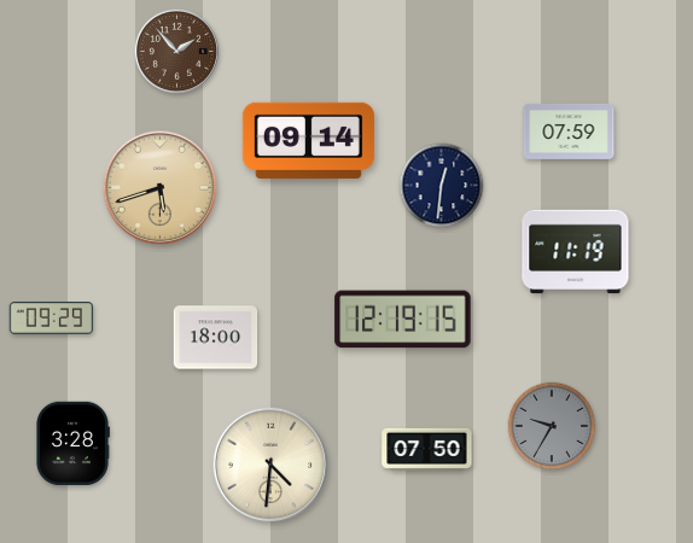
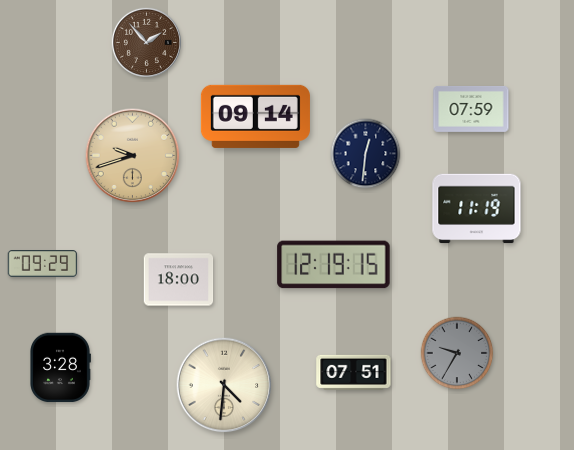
clock at (161, 188): 5:42 -> 9:42
clock at (427, 449): 07:50 -> 07:51
